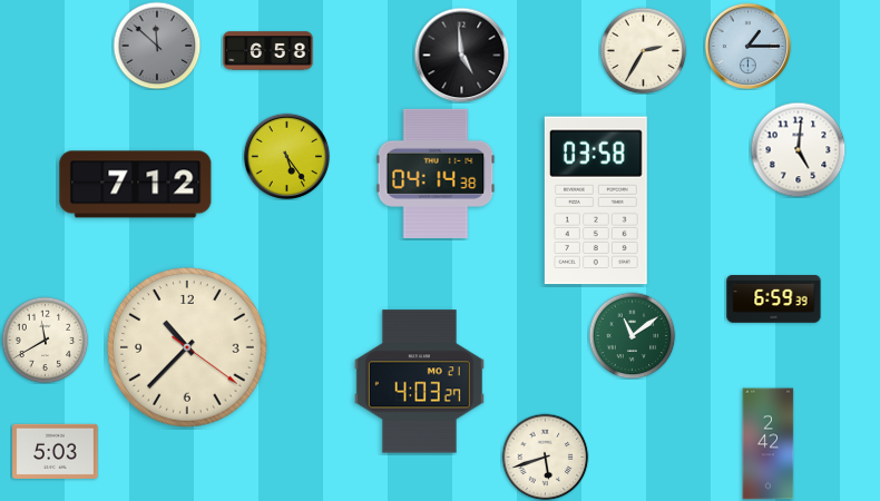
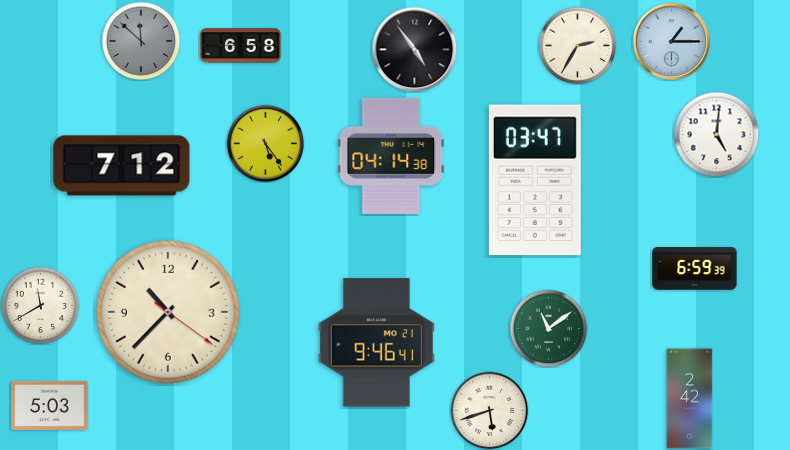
clock at (461, 55): 4:59 -> 4:54
clock at (286, 156) position: (286, 156) -> (265, 143)
clock at (596, 200): 03:58 -> 03:47
clock at (632, 335) position: (632, 335) -> (548, 328)
clock at (419, 382): 4:03 -> 9:46
